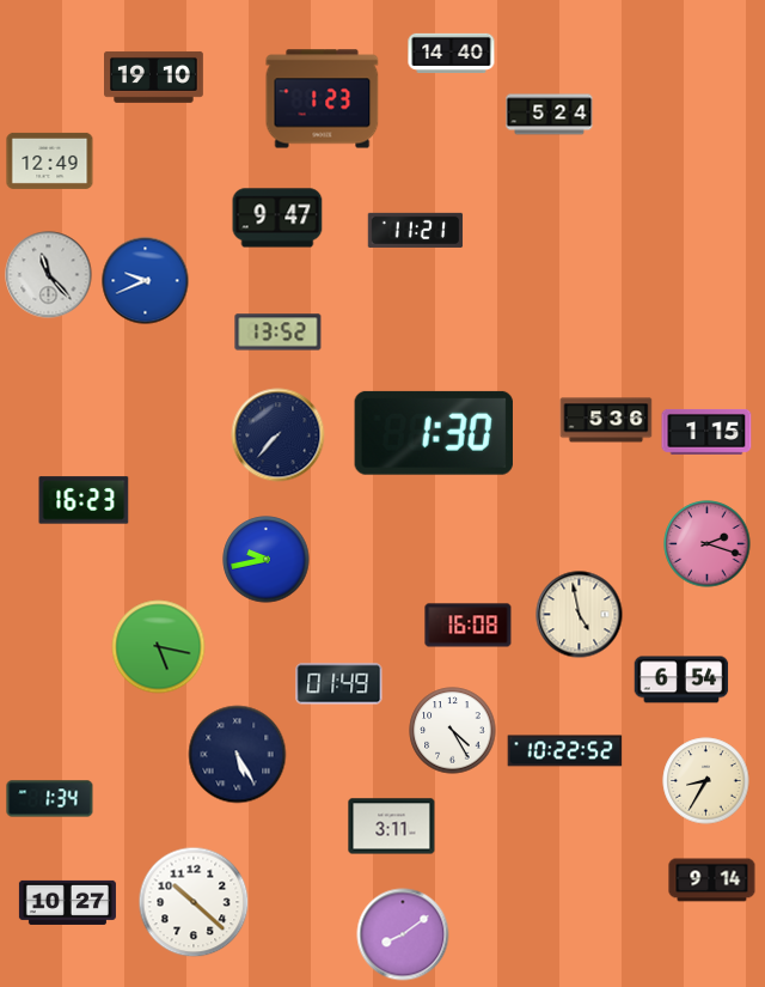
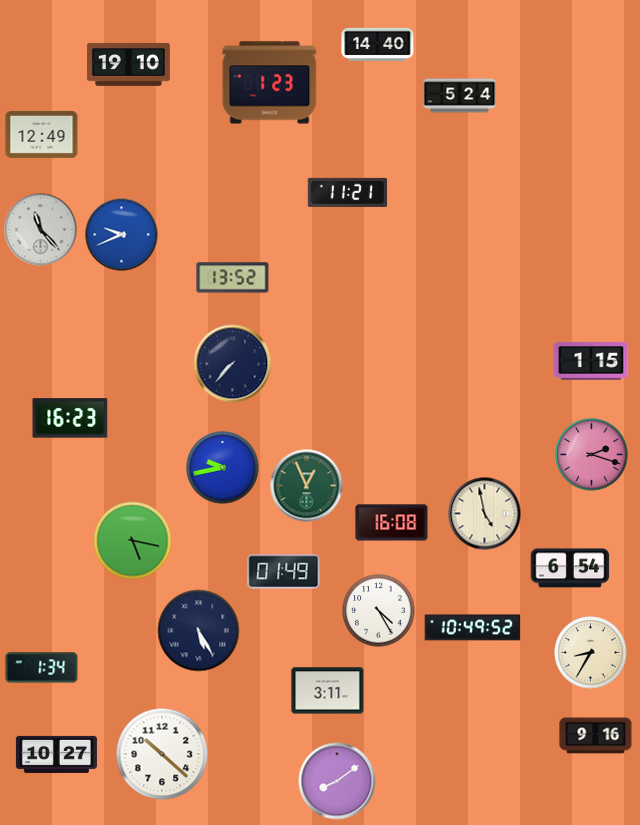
clock at (277, 218): 9:47 -> none
clock at (606, 420): 5:36 -> none
clock at (434, 433): 1:30 -> none
clock at (307, 486): none -> 12:56
clock at (565, 751): 10:22 -> 10:49
clock at (712, 881): 9:14 -> 9:16
